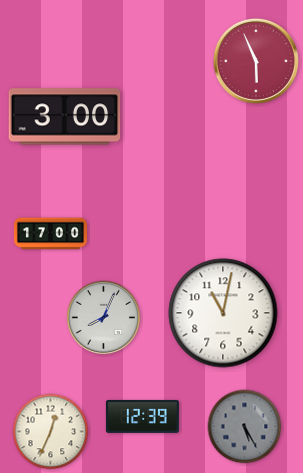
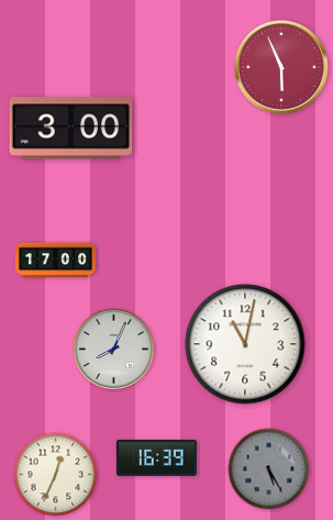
clock at (50, 234) position: (50, 234) -> (55, 261)
clock at (142, 416): 12:39 -> 16:39
